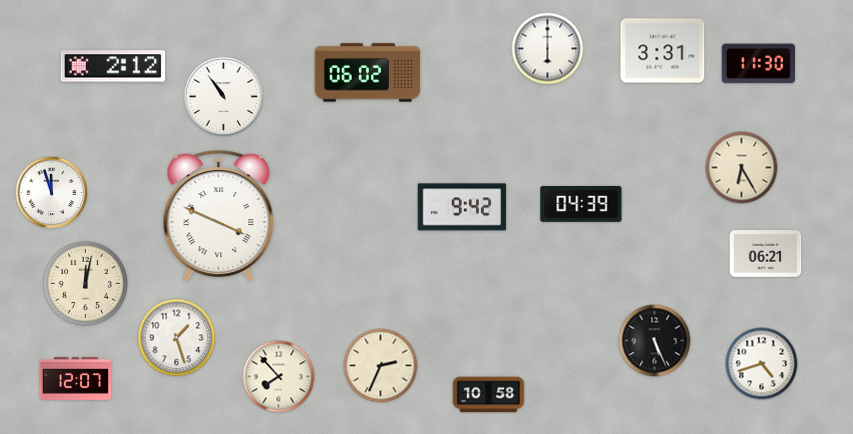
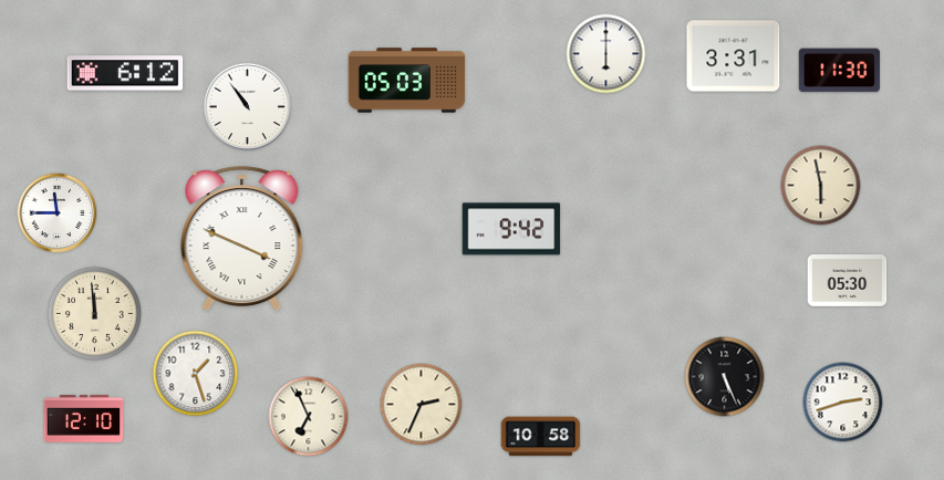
clock at (113, 66): 2:12 -> 6:12
clock at (368, 73): 06:02 -> 05:03
clock at (742, 168): 6:25 -> 5:58
clock at (52, 193): 11:57 -> 11:45
clock at (581, 204): 04:39 -> none
clock at (766, 254): 06:21 -> 05:30
clock at (85, 283): 12:02 -> 11:59
clock at (762, 364): 4:42 -> 2:42
clock at (279, 377): 7:53 -> 6:56
clock at (76, 379): 12:07 -> 12:10
